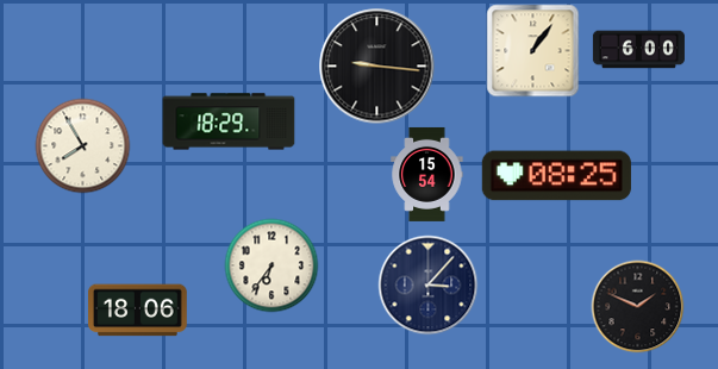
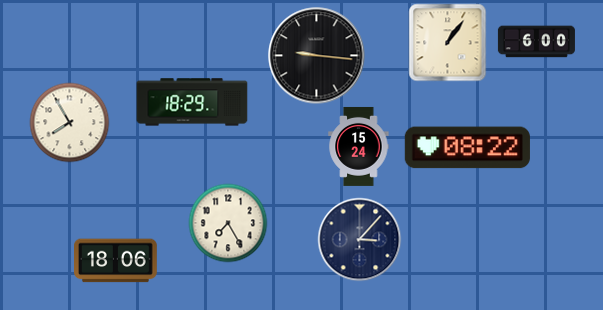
clock at (427, 174): 15:54 -> 15:24
clock at (556, 176): 08:25 -> 08:22
clock at (271, 265): 6:36 -> 7:25
clock at (637, 306): 1:49 -> none
